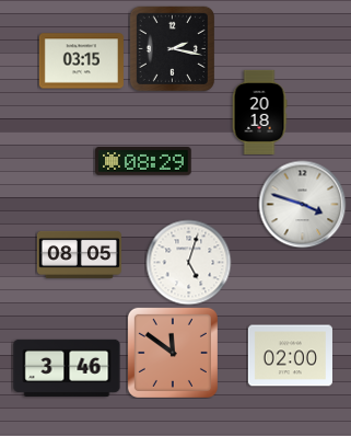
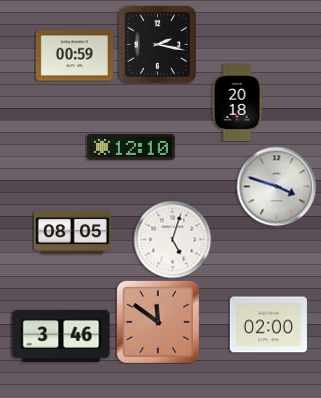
clock at (81, 61): 03:15 -> 00:59
clock at (143, 161): 08:29 -> 12:10
clock at (290, 356) position: (290, 356) -> (268, 325)
